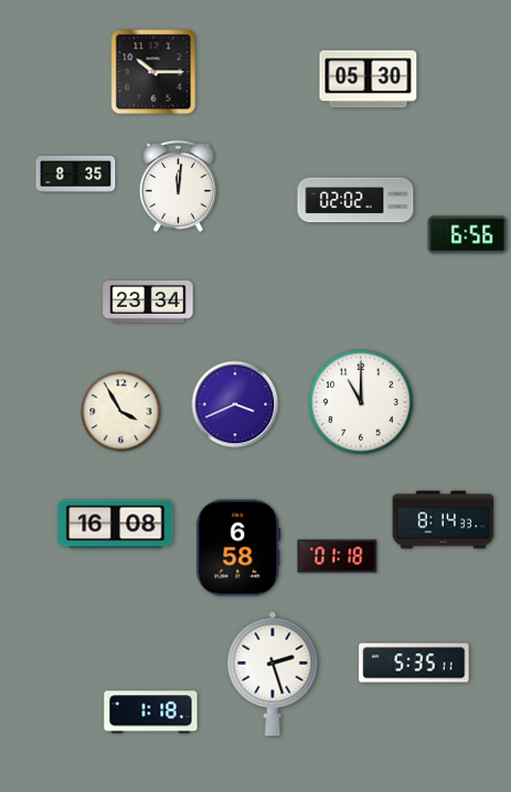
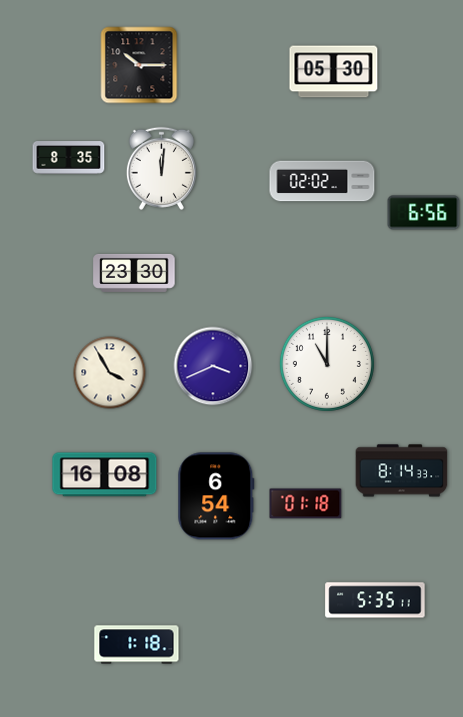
clock at (148, 302): 23:34 -> 23:30
clock at (238, 548): 6:58 -> 6:54
clock at (273, 674): 2:27 -> none
